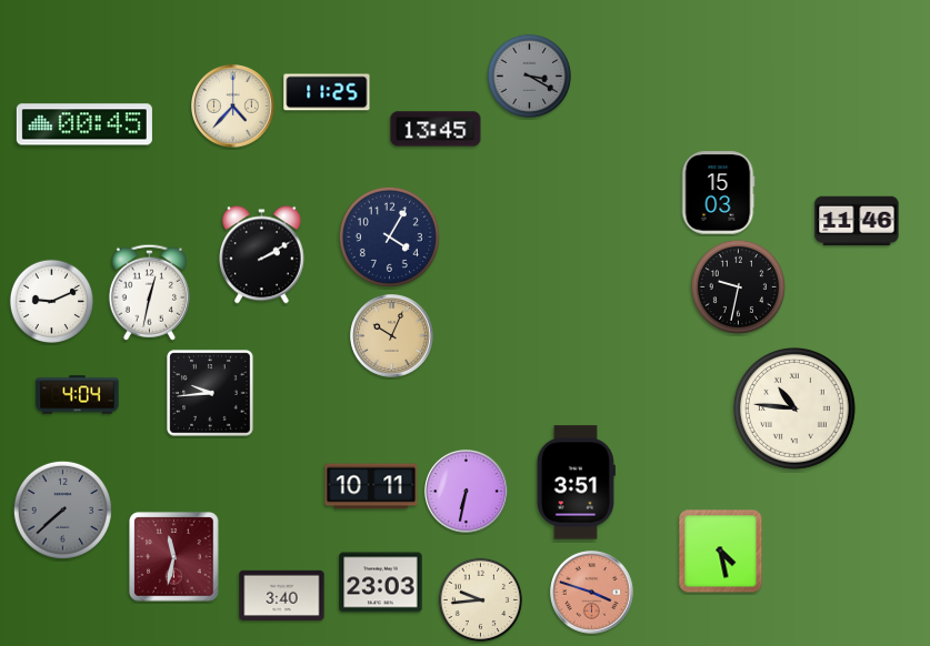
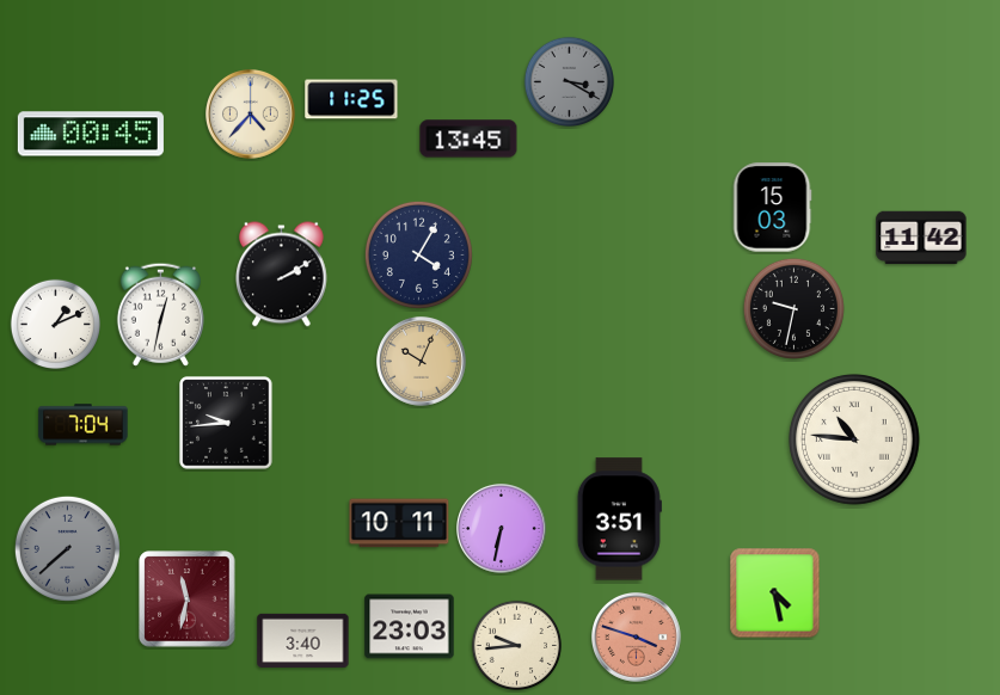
clock at (857, 221): 11:46 -> 11:42
clock at (51, 301): 9:11 -> 1:11
clock at (78, 395): 4:04 -> 7:04
